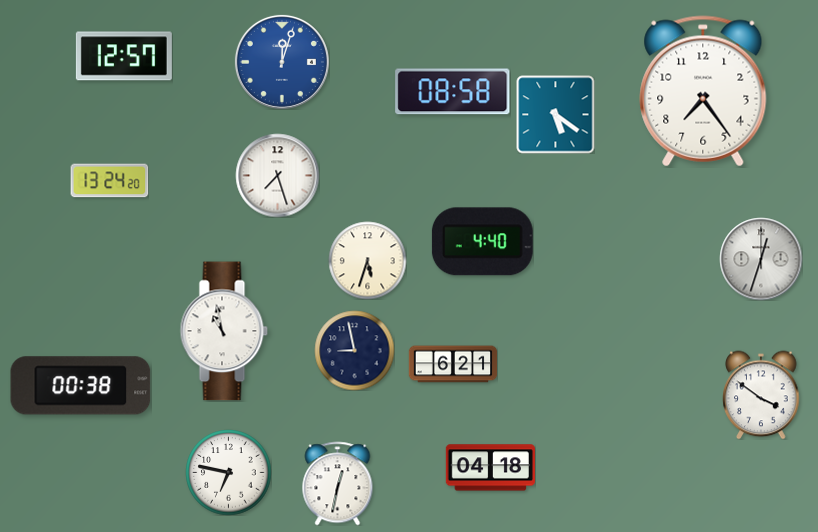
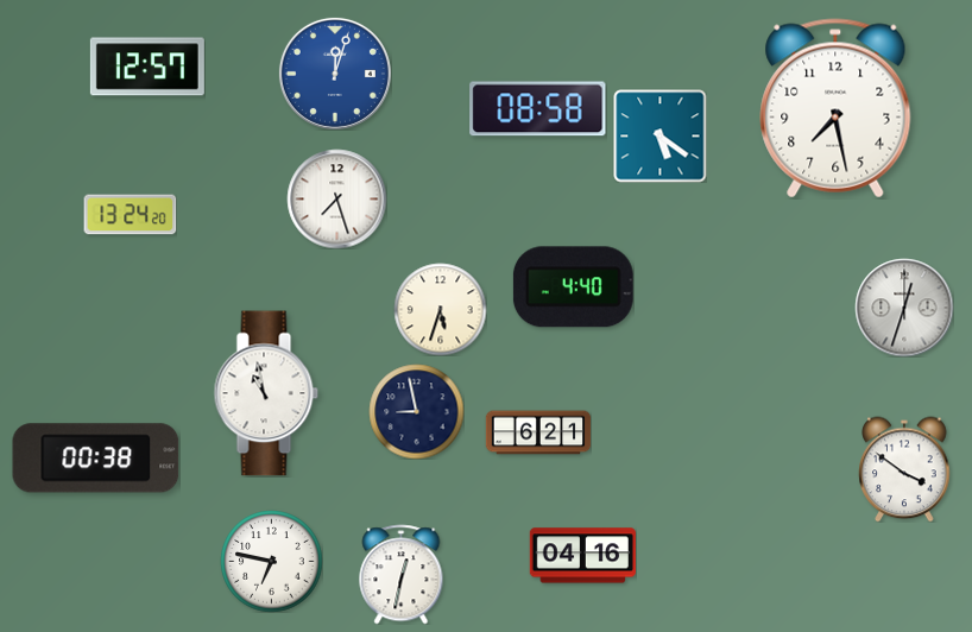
clock at (703, 91): 7:24 -> 7:28
clock at (277, 175) position: (277, 175) -> (336, 198)
clock at (367, 260) position: (367, 260) -> (440, 309)
clock at (354, 350) position: (354, 350) -> (416, 411)
clock at (490, 468): 04:18 -> 04:16
